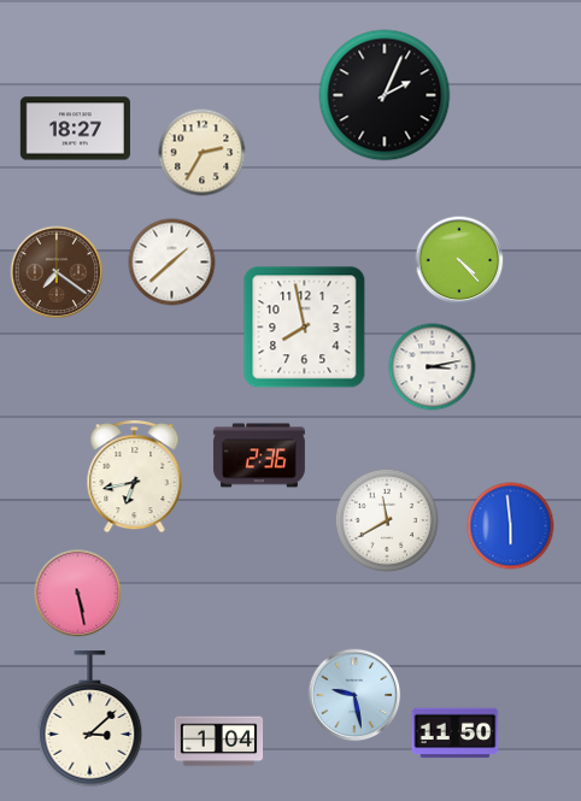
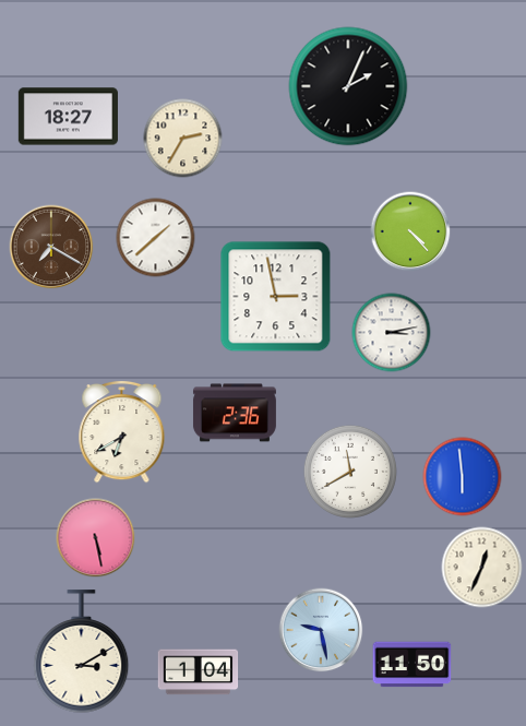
clock at (459, 260) position: (459, 260) -> (410, 231)
clock at (57, 272): 7:21 -> 7:20
clock at (305, 328): 7:58 -> 2:58
clock at (135, 476): 6:43 -> 6:40
clock at (78, 594) position: (78, 594) -> (96, 538)
clock at (482, 568): none -> 12:34
clock at (90, 719): 3:08 -> 3:10
